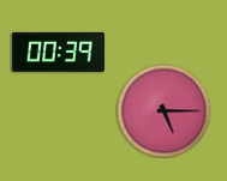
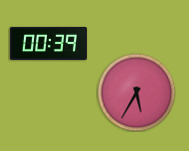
clock at (163, 110): 5:15 -> 5:35
